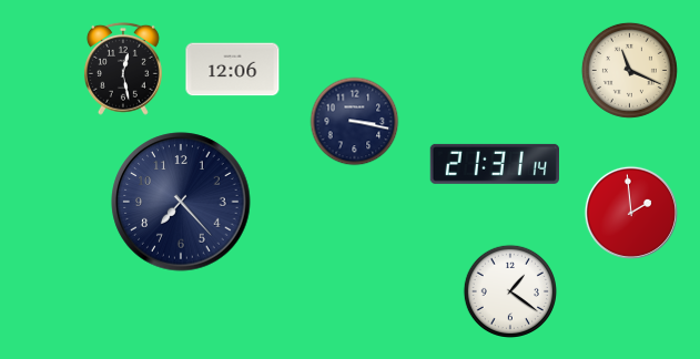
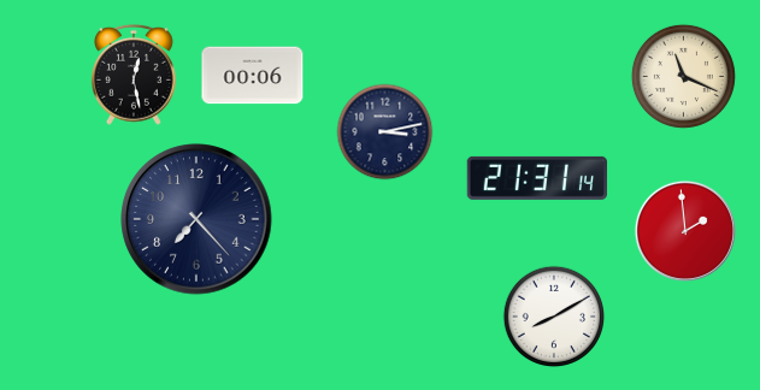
clock at (233, 70): 12:06 -> 00:06
clock at (355, 122): 3:17 -> 3:13
clock at (509, 290): 1:21 -> 8:10
